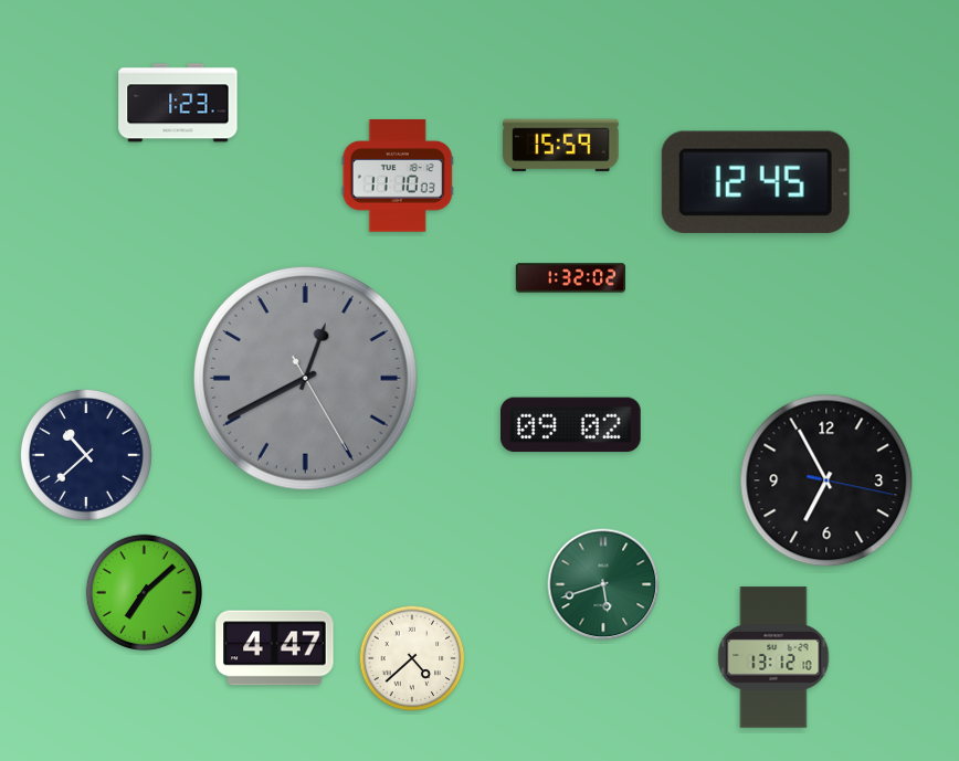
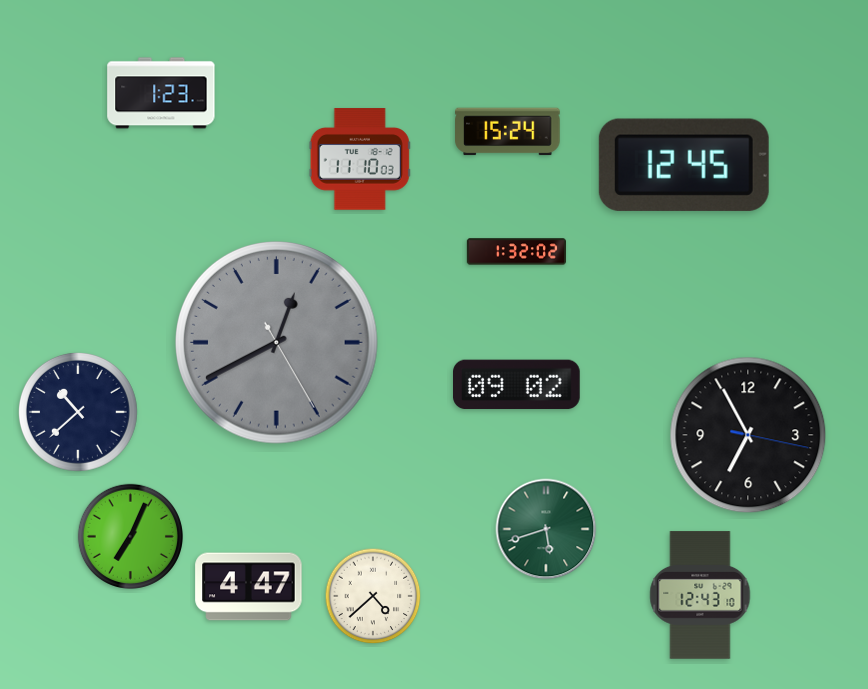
clock at (561, 146): 15:59 -> 15:24
clock at (144, 592): 7:08 -> 7:04
clock at (773, 657): 13:12 -> 12:43
